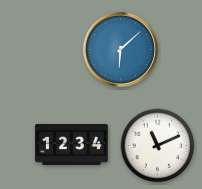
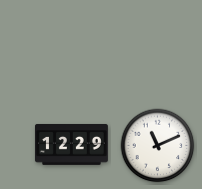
clock at (120, 49): 6:08 -> none
clock at (71, 144): 12:34 -> 12:29
